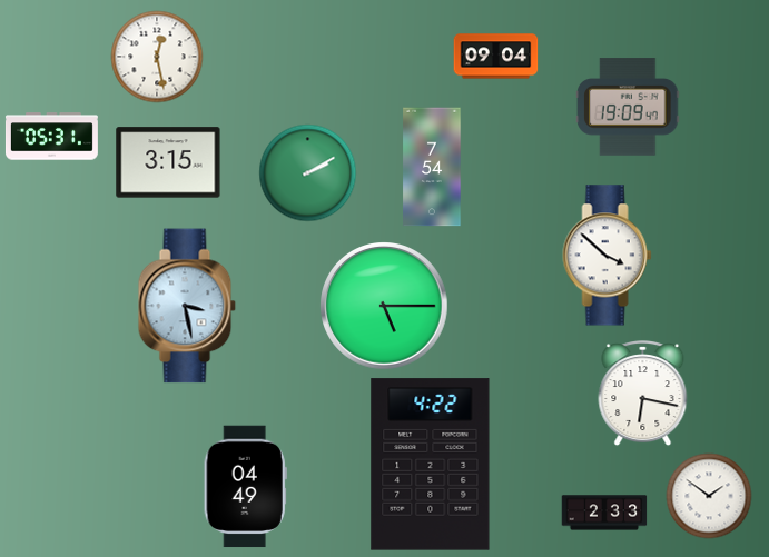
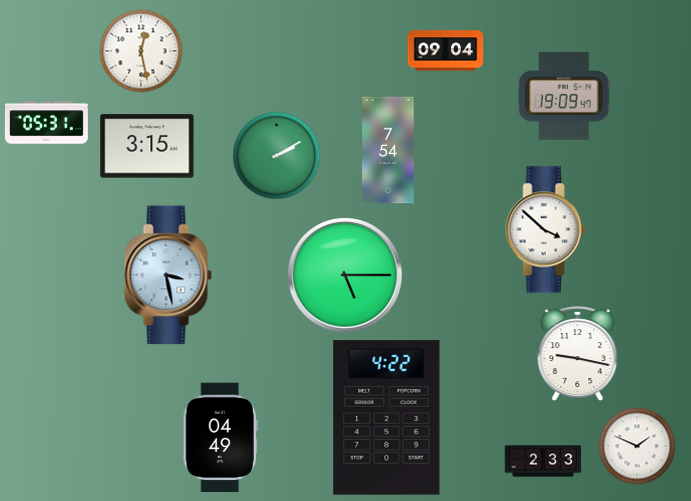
clock at (168, 162) position: (168, 162) -> (147, 146)
clock at (643, 394): 6:17 -> 9:17
clock at (709, 496): 1:51 -> 1:49
